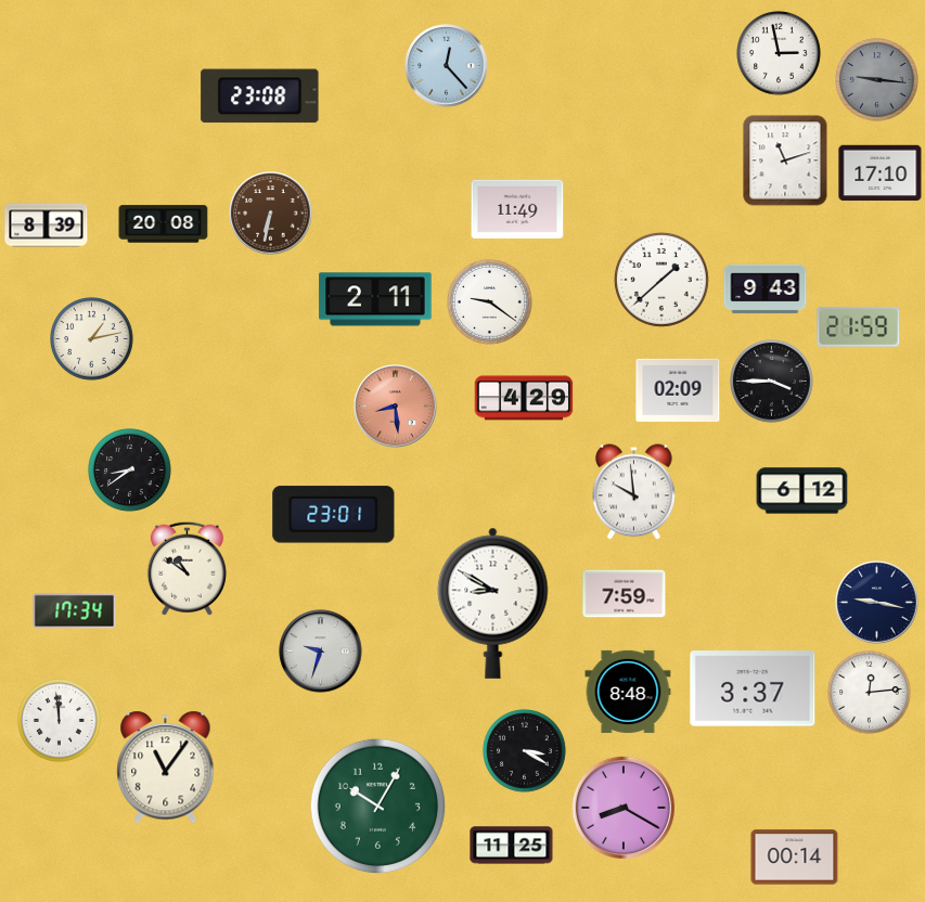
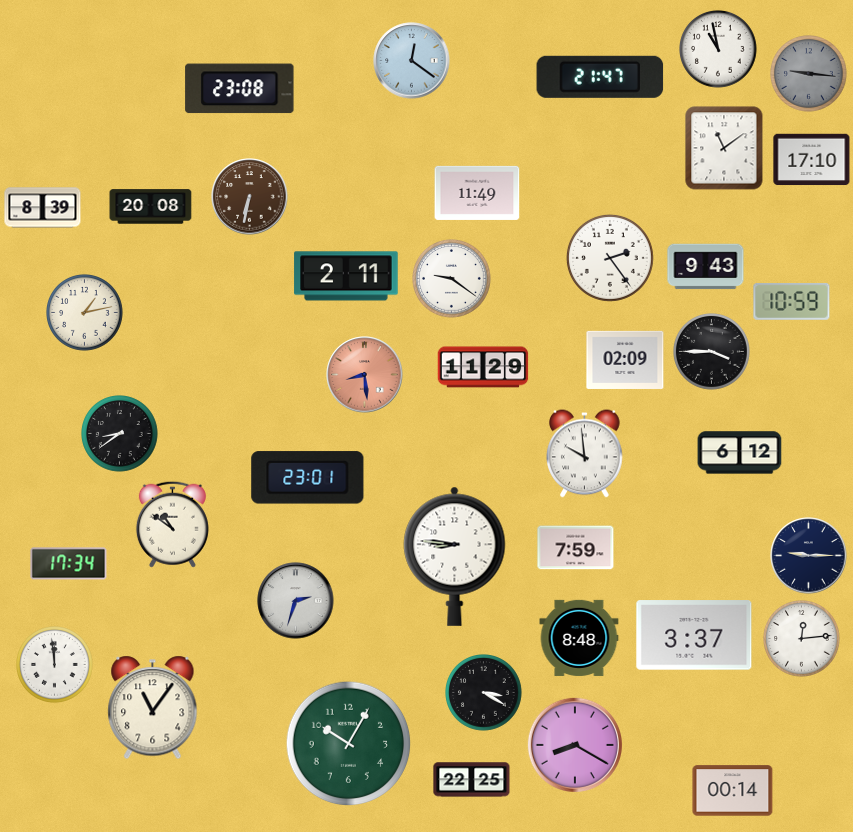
clock at (780, 54): 2:58 -> 10:58
clock at (447, 66): 12:23 -> 12:21
clock at (600, 77): none -> 21:47
clock at (785, 160): 11:12 -> 11:09
clock at (661, 280): 1:38 -> 2:24
clock at (859, 327): 21:59 -> 10:59
clock at (524, 398): 4:29 -> 11:29
clock at (334, 515) position: (334, 515) -> (308, 478)
clock at (493, 603): 8:50 -> 8:46
clock at (877, 603): 9:17 -> 9:15
clock at (321, 652): 9:33 -> 2:33
clock at (512, 846): 11:25 -> 22:25
